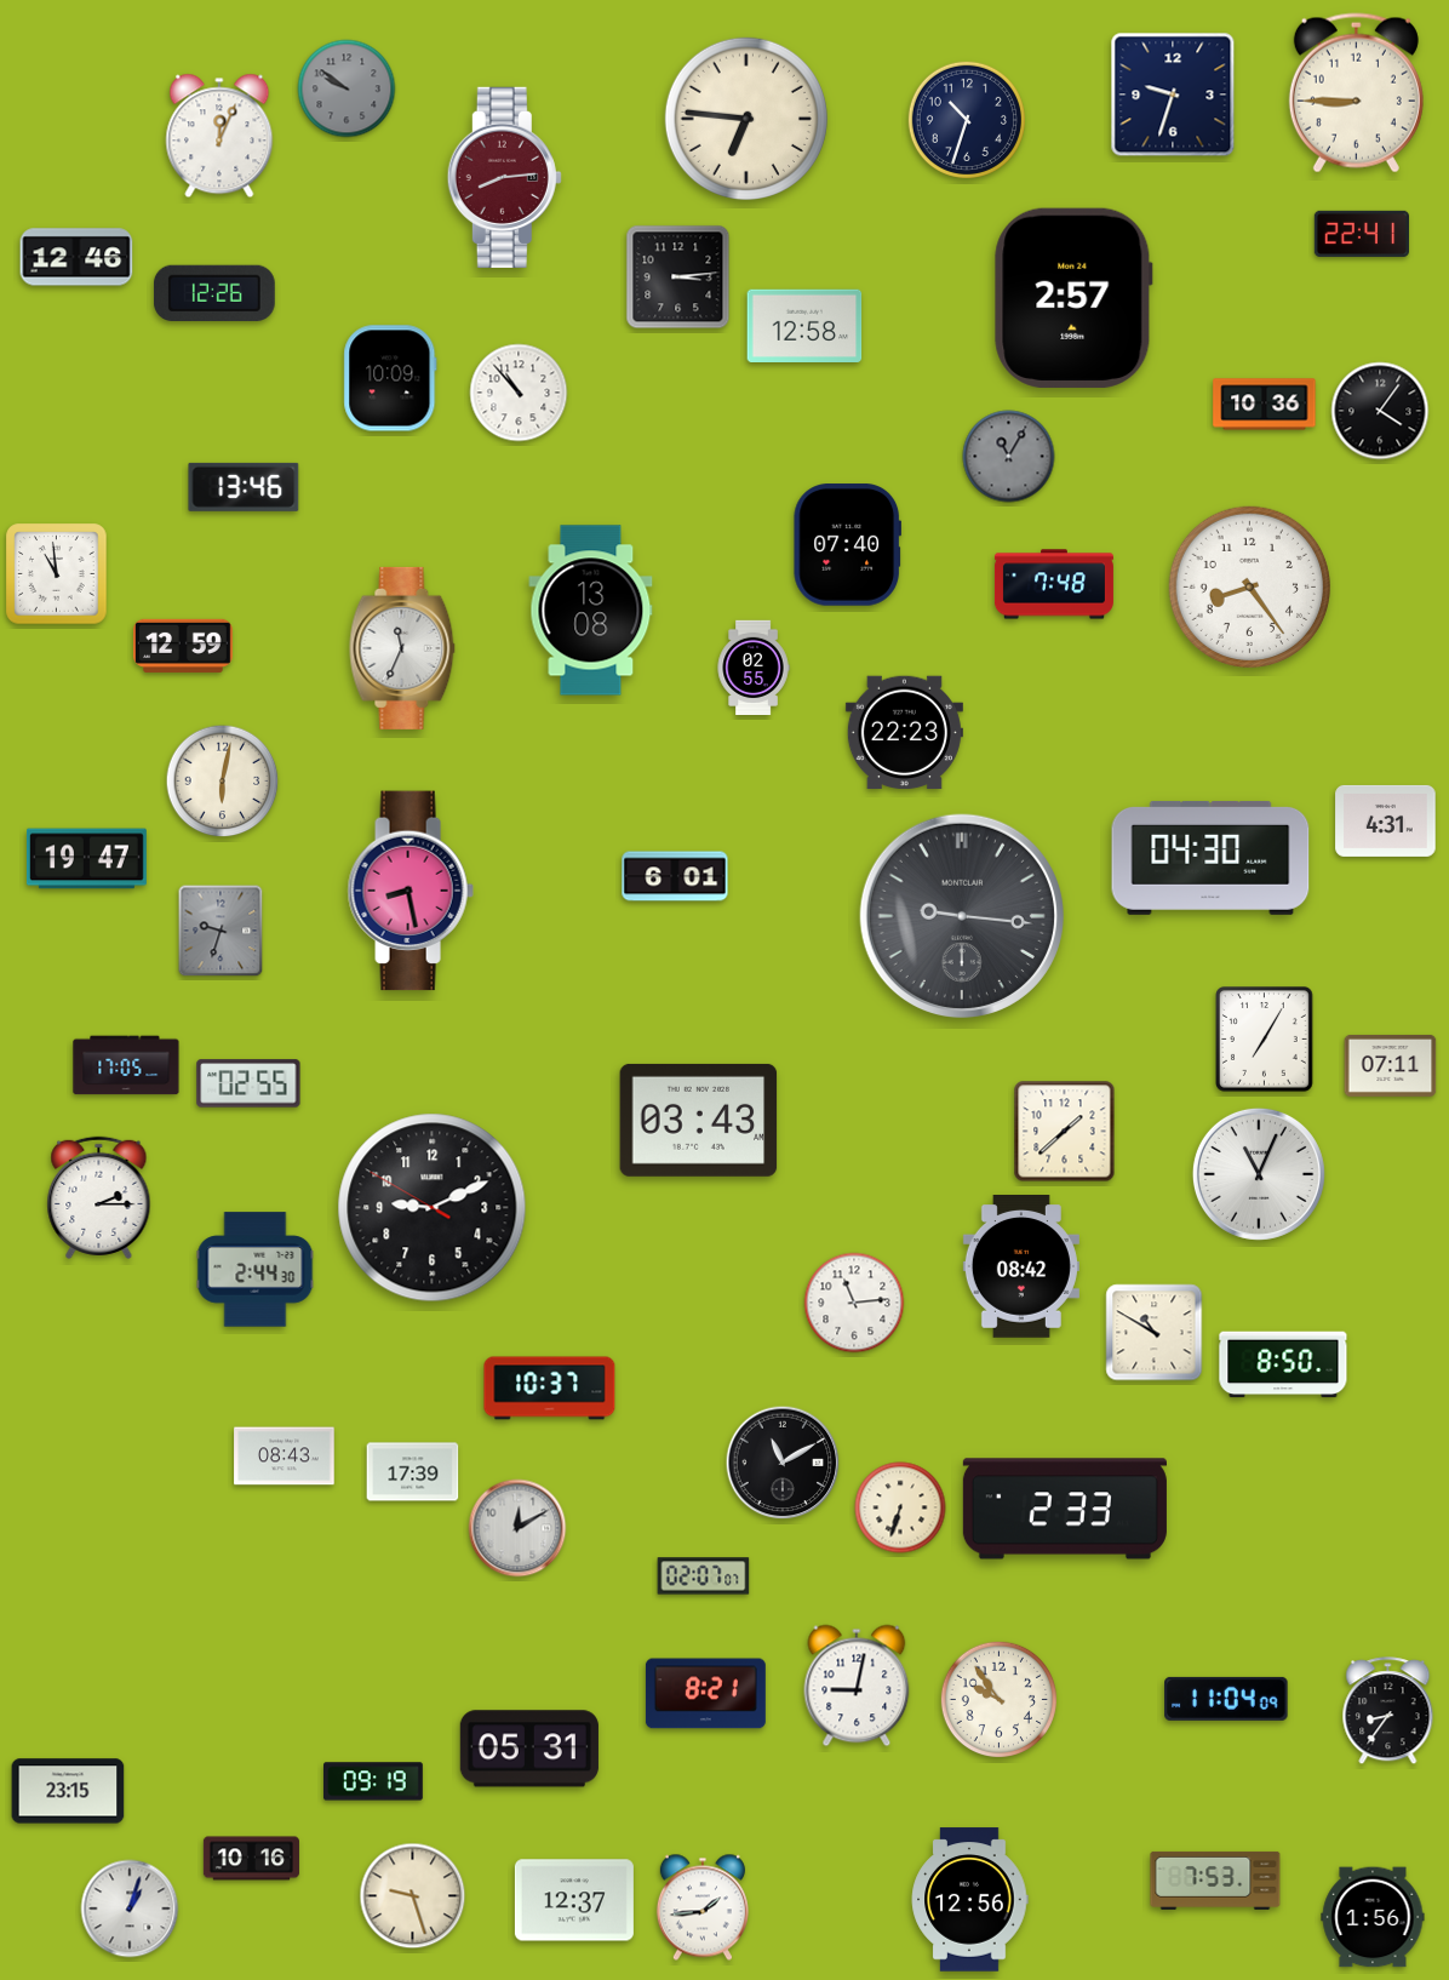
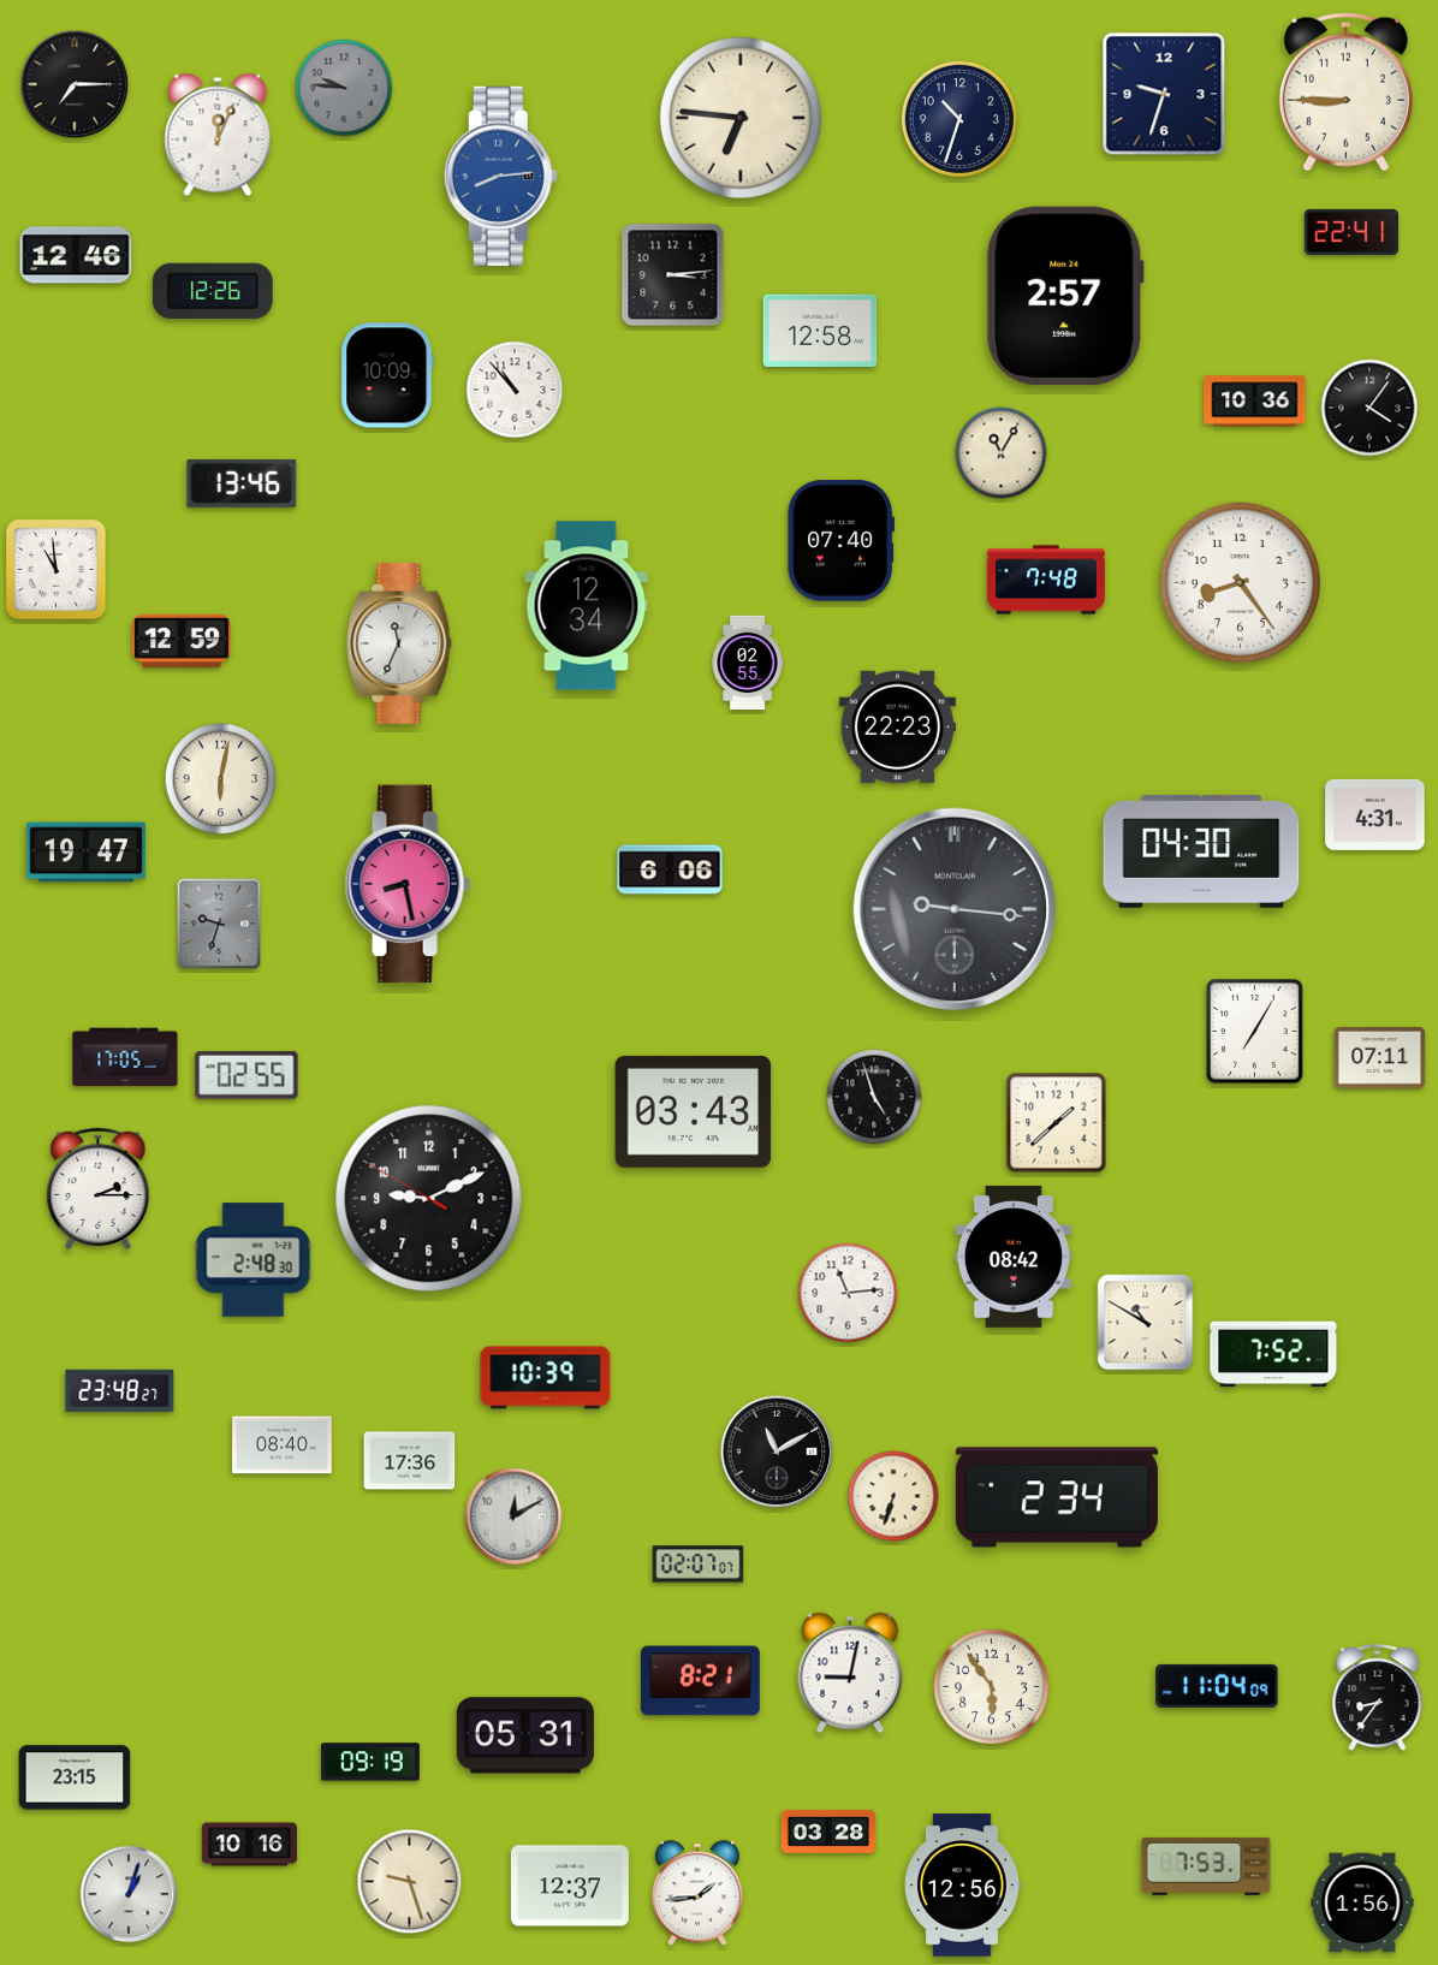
clock at (75, 84): none -> 7:15
clock at (346, 88): 9:51 -> 9:46
clock at (504, 177) dial: burgundy -> blue
clock at (804, 325) position: (804, 325) -> (820, 330)
clock at (1009, 457) dial: grey -> cream
clock at (591, 611): 13:08 -> 12:34
clock at (223, 782) position: (223, 782) -> (221, 779)
clock at (675, 876): 6:01 -> 6:06
clock at (874, 1097): none -> 4:57
clock at (1259, 1174): 11:04 -> none
clock at (256, 1270): 2:44 -> 2:48
clock at (1283, 1364): 8:50 -> 7:52
clock at (550, 1389): 10:37 -> 10:39
clock at (120, 1390): none -> 23:48
clock at (285, 1457): 08:43 -> 08:40
clock at (413, 1472): 17:39 -> 17:36
clock at (1065, 1509): 2:33 -> 2:34
clock at (998, 1699): 9:54 -> 5:54
clock at (374, 1781) position: (374, 1781) -> (372, 1762)
clock at (68, 1791) position: (68, 1791) -> (75, 1777)
clock at (828, 1832): none -> 03:28
